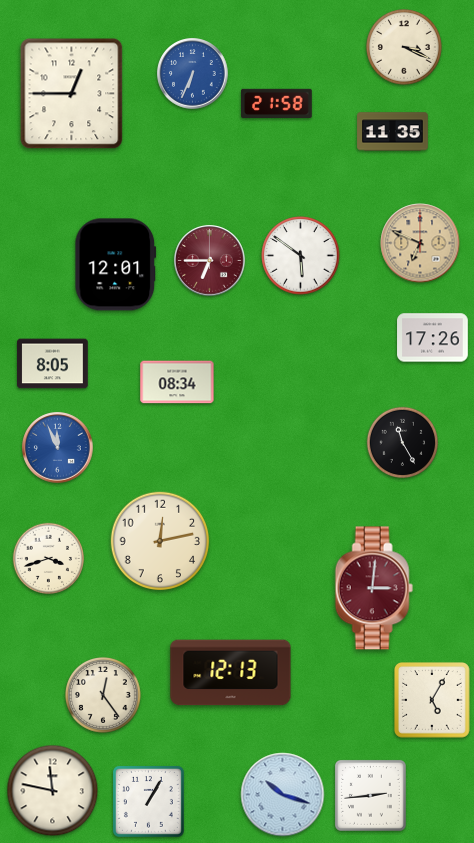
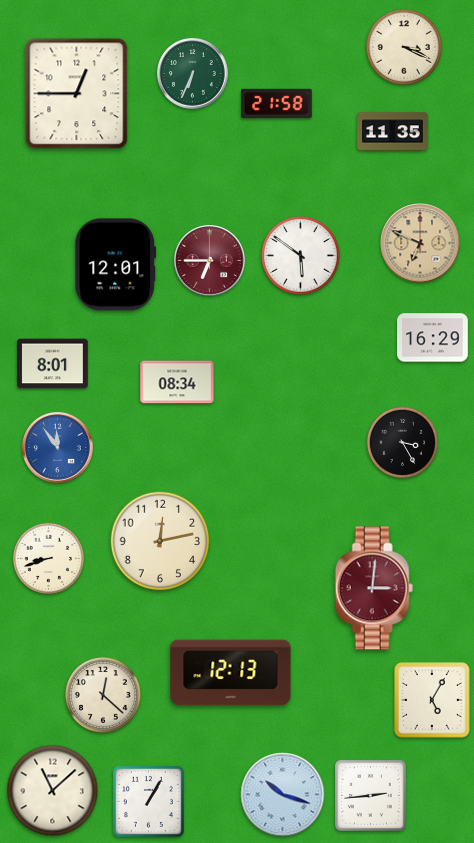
clock at (193, 74) dial: blue -> green
clock at (72, 94) position: (72, 94) -> (77, 94)
clock at (433, 338): 17:26 -> 16:29
clock at (53, 364): 8:05 -> 8:01
clock at (402, 442): 11:25 -> 3:25
clock at (58, 448): 11:56 -> 11:54
clock at (48, 558): 3:42 -> 8:42
clock at (104, 696): 12:24 -> 12:22
clock at (53, 791): 11:47 -> 11:08
